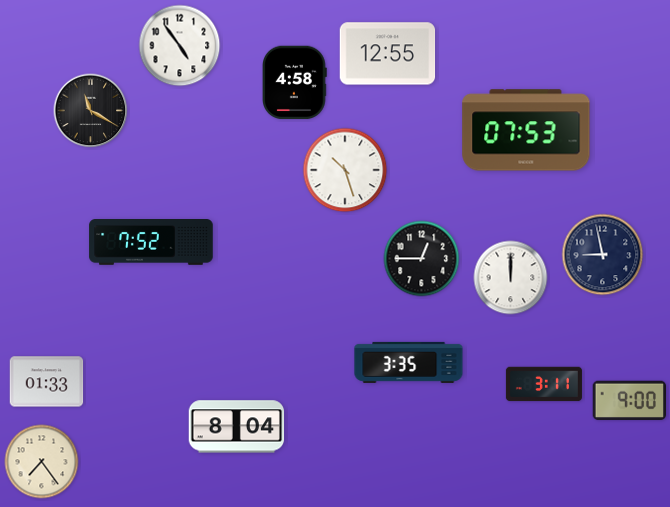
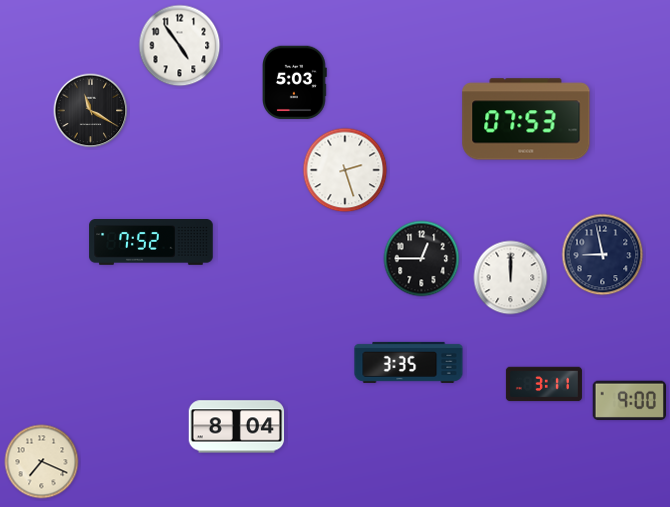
clock at (388, 54): 12:55 -> none
clock at (295, 83): 4:58 -> 5:03
clock at (526, 130) position: (526, 130) -> (526, 119)
clock at (345, 170): 10:27 -> 2:27
clock at (47, 382): 01:33 -> none
clock at (42, 462): 7:24 -> 7:19
